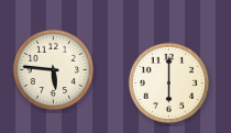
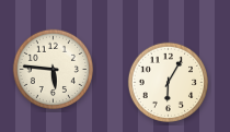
clock at (169, 84): 6:00 -> 6:05
